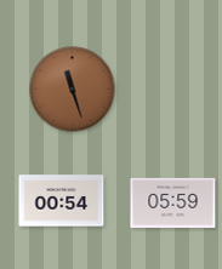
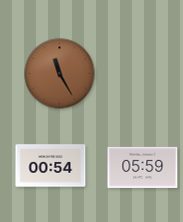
clock at (73, 90): 11:27 -> 11:25
